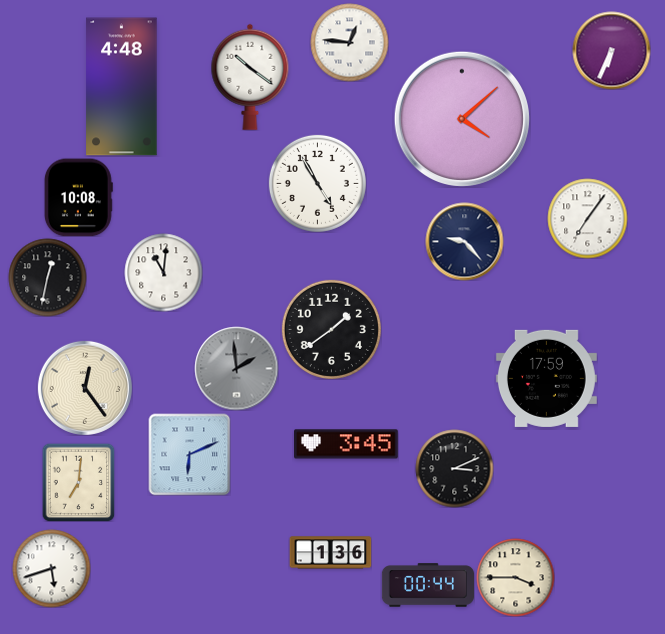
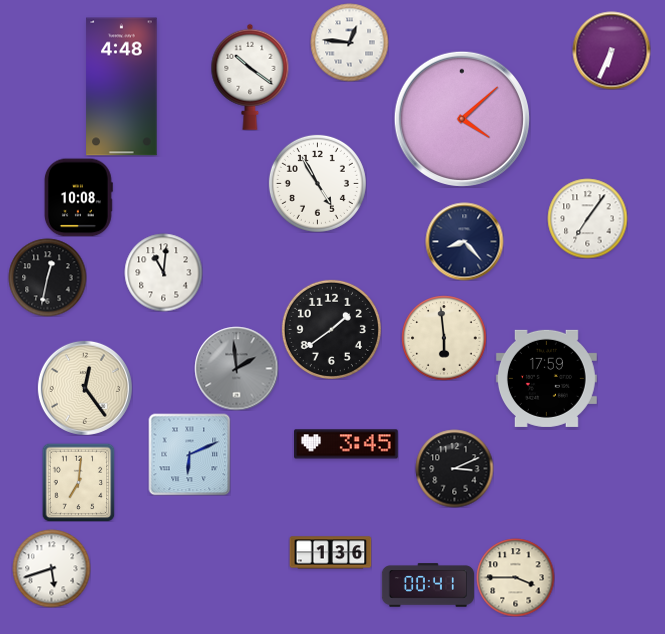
clock at (464, 241): 9:23 -> 8:23
clock at (444, 338): none -> 5:59
clock at (427, 585): 00:44 -> 00:41
